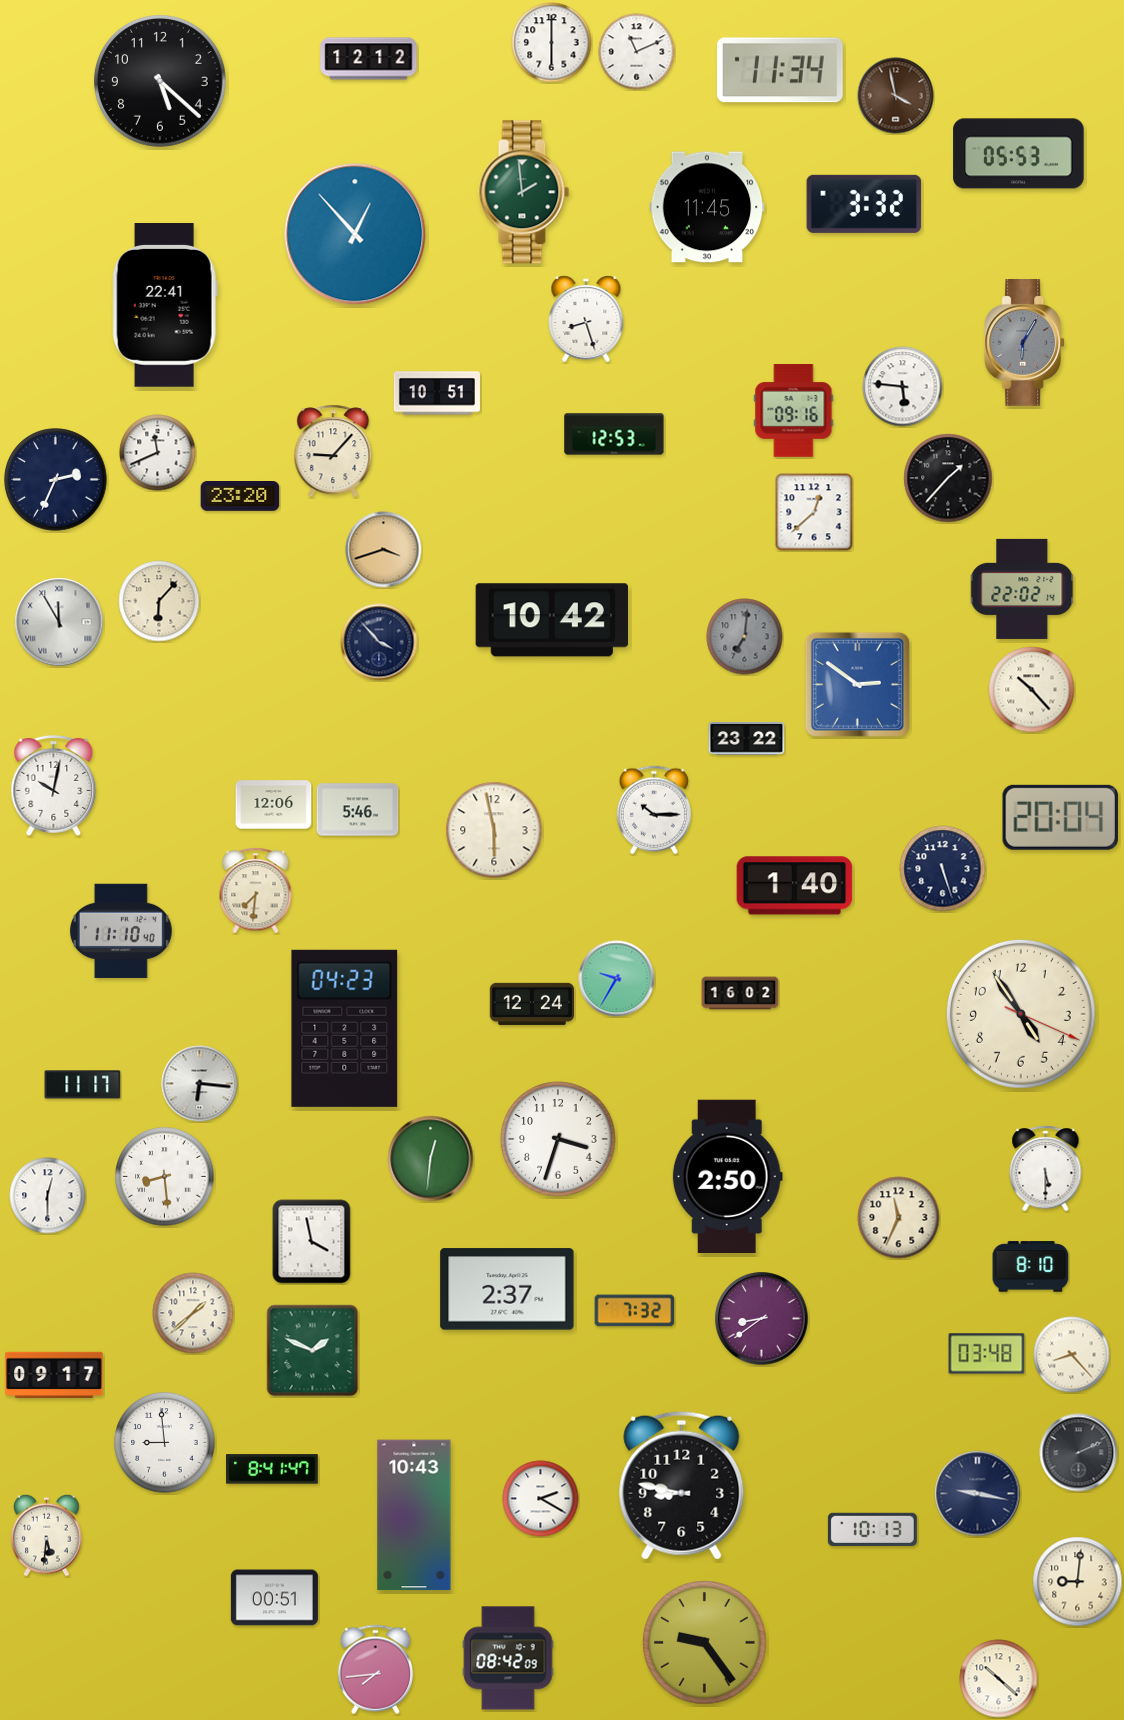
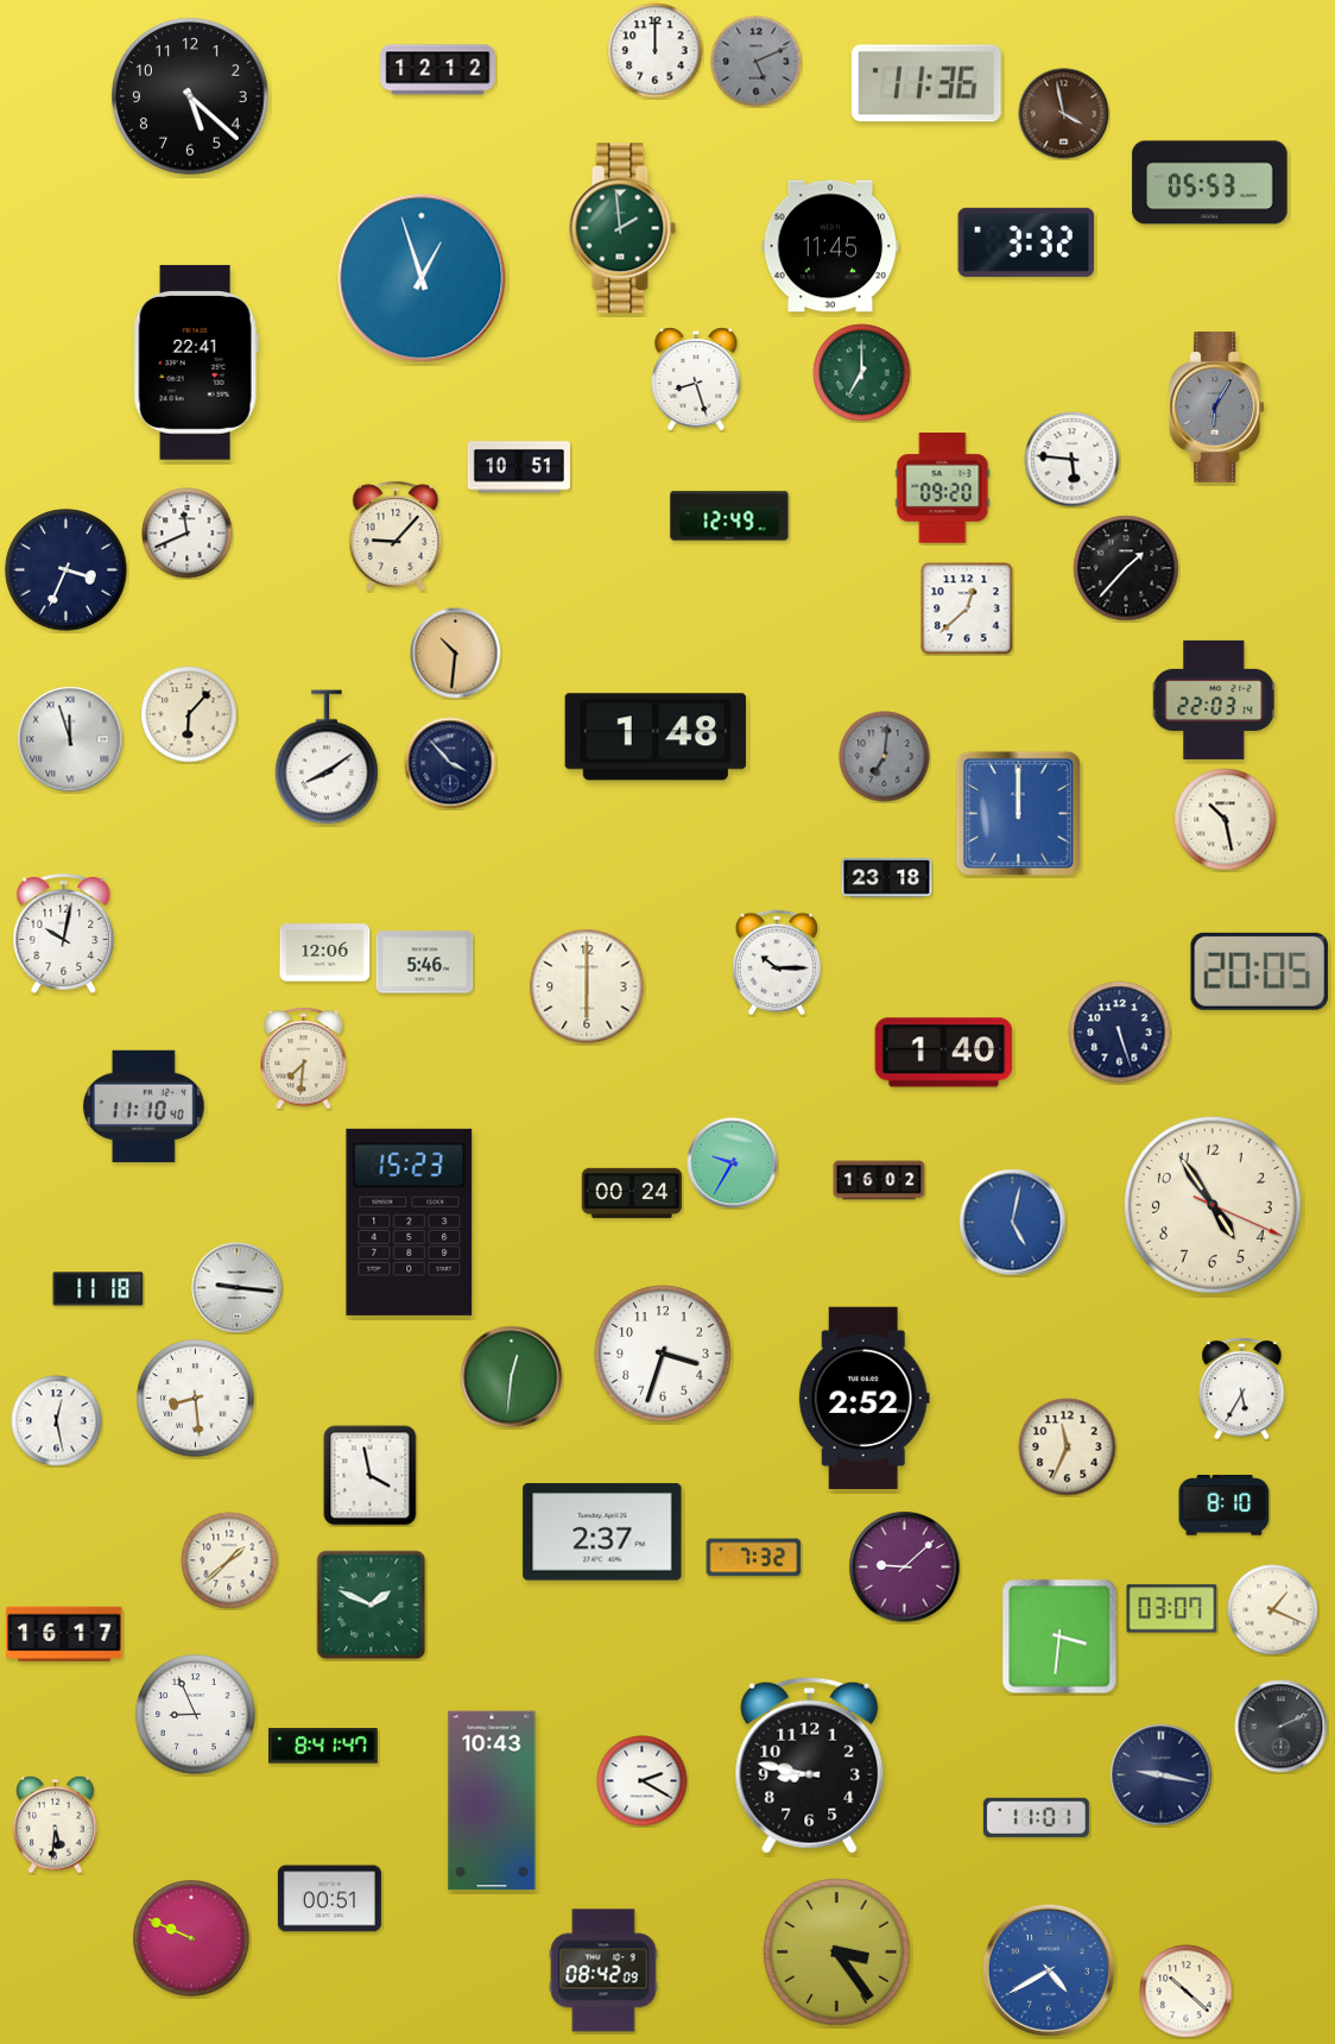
clock at (552, 43): 6:00 -> 12:00
clock at (637, 52): 11:11 -> 5:11
clock at (637, 52) dial: white -> grey
clock at (780, 70): 11:34 -> 11:36
clock at (707, 207) position: (707, 207) -> (830, 246)
clock at (355, 234): 12:53 -> 12:57
clock at (862, 373): none -> 7:00
clock at (794, 411): 09:16 -> 09:20
clock at (614, 434): 12:53 -> 12:49
clock at (158, 453) position: (158, 453) -> (188, 534)
clock at (56, 480): 2:34 -> 3:34
clock at (240, 497): 23:20 -> none
clock at (384, 550): 3:42 -> 10:31
clock at (1023, 589): 22:02 -> 22:03
clock at (552, 620): 10:42 -> 1:48
clock at (59, 622): 11:55 -> 11:57
clock at (327, 757): none -> 8:09
clock at (857, 684): 2:51 -> 12:00
clock at (1032, 690): 10:23 -> 10:28
clock at (747, 739): 23:22 -> 23:18
clock at (274, 805) position: (274, 805) -> (325, 953)
clock at (1060, 817): 20:04 -> 20:05
clock at (494, 830): 5:58 -> 6:00
clock at (531, 1004): 12:24 -> 00:24
clock at (345, 1028): 04:23 -> 15:23
clock at (1013, 1223): none -> 5:02
clock at (200, 1084): 6:16 -> 9:16
clock at (83, 1085): 11:17 -> 11:18
clock at (1046, 1169): 5:30 -> 5:35
clock at (727, 1176): 2:50 -> 2:52
clock at (48, 1196): 12:30 -> 12:28
clock at (762, 1319): 8:39 -> 9:08
clock at (987, 1354): 03:48 -> 03:07
clock at (1072, 1355): 8:23 -> 1:19
clock at (54, 1375): 09:17 -> 16:17
clock at (1059, 1636): none -> 3:31
clock at (165, 1443): 8:59 -> 8:56
clock at (872, 1529): 10:13 -> 11:01
clock at (1078, 1582): 9:01 -> none
clock at (274, 1598) position: (274, 1598) -> (329, 1899)
clock at (191, 1938): none -> 9:49
clock at (705, 1643): 9:24 -> 3:24
clock at (1049, 1970): none -> 4:40
clock at (375, 1670): 7:44 -> none
clock at (999, 1679) position: (999, 1679) -> (1187, 1992)
